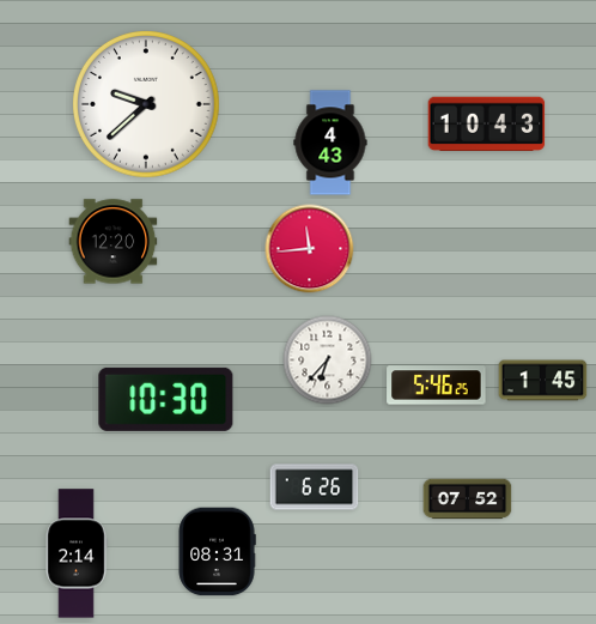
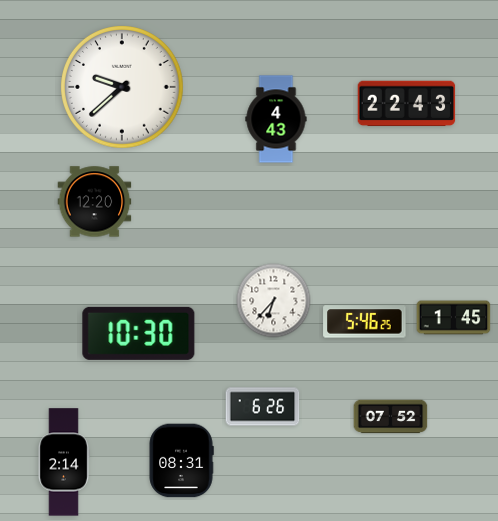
clock at (487, 125): 10:43 -> 22:43
clock at (310, 249): 11:44 -> none
